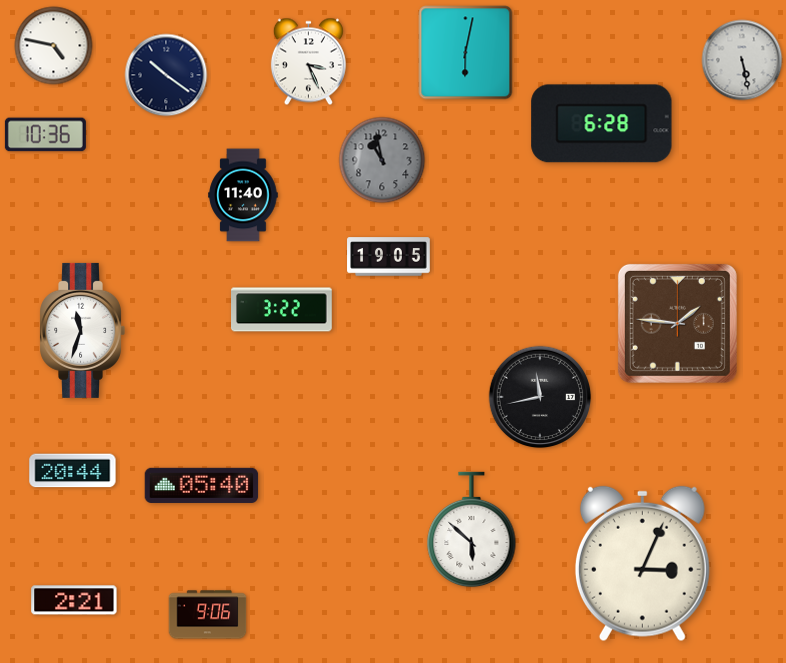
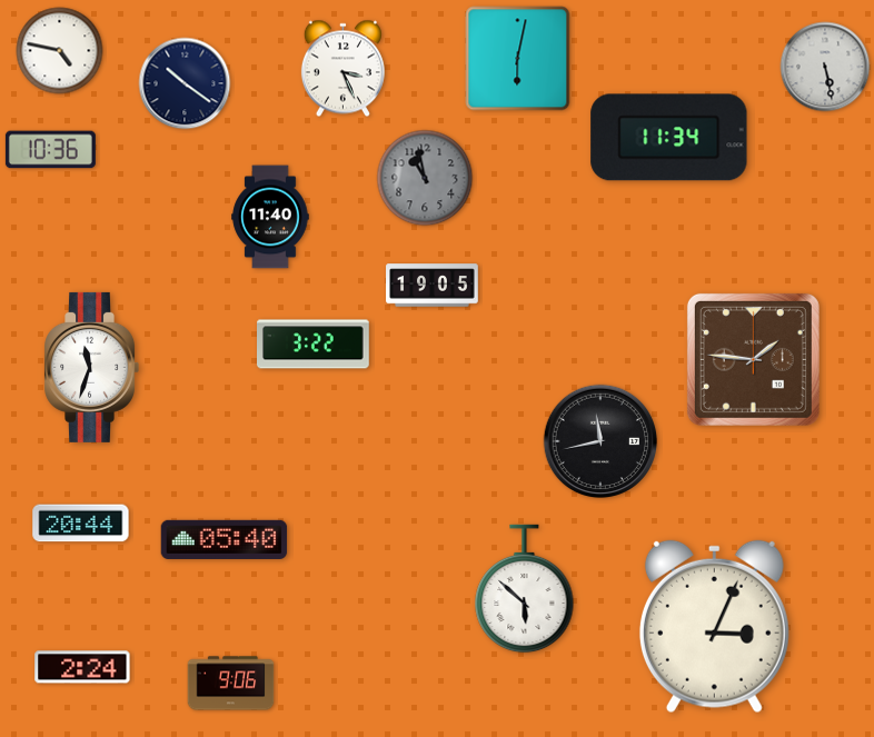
clock at (602, 124): 6:28 -> 11:34
clock at (74, 600): 2:21 -> 2:24
